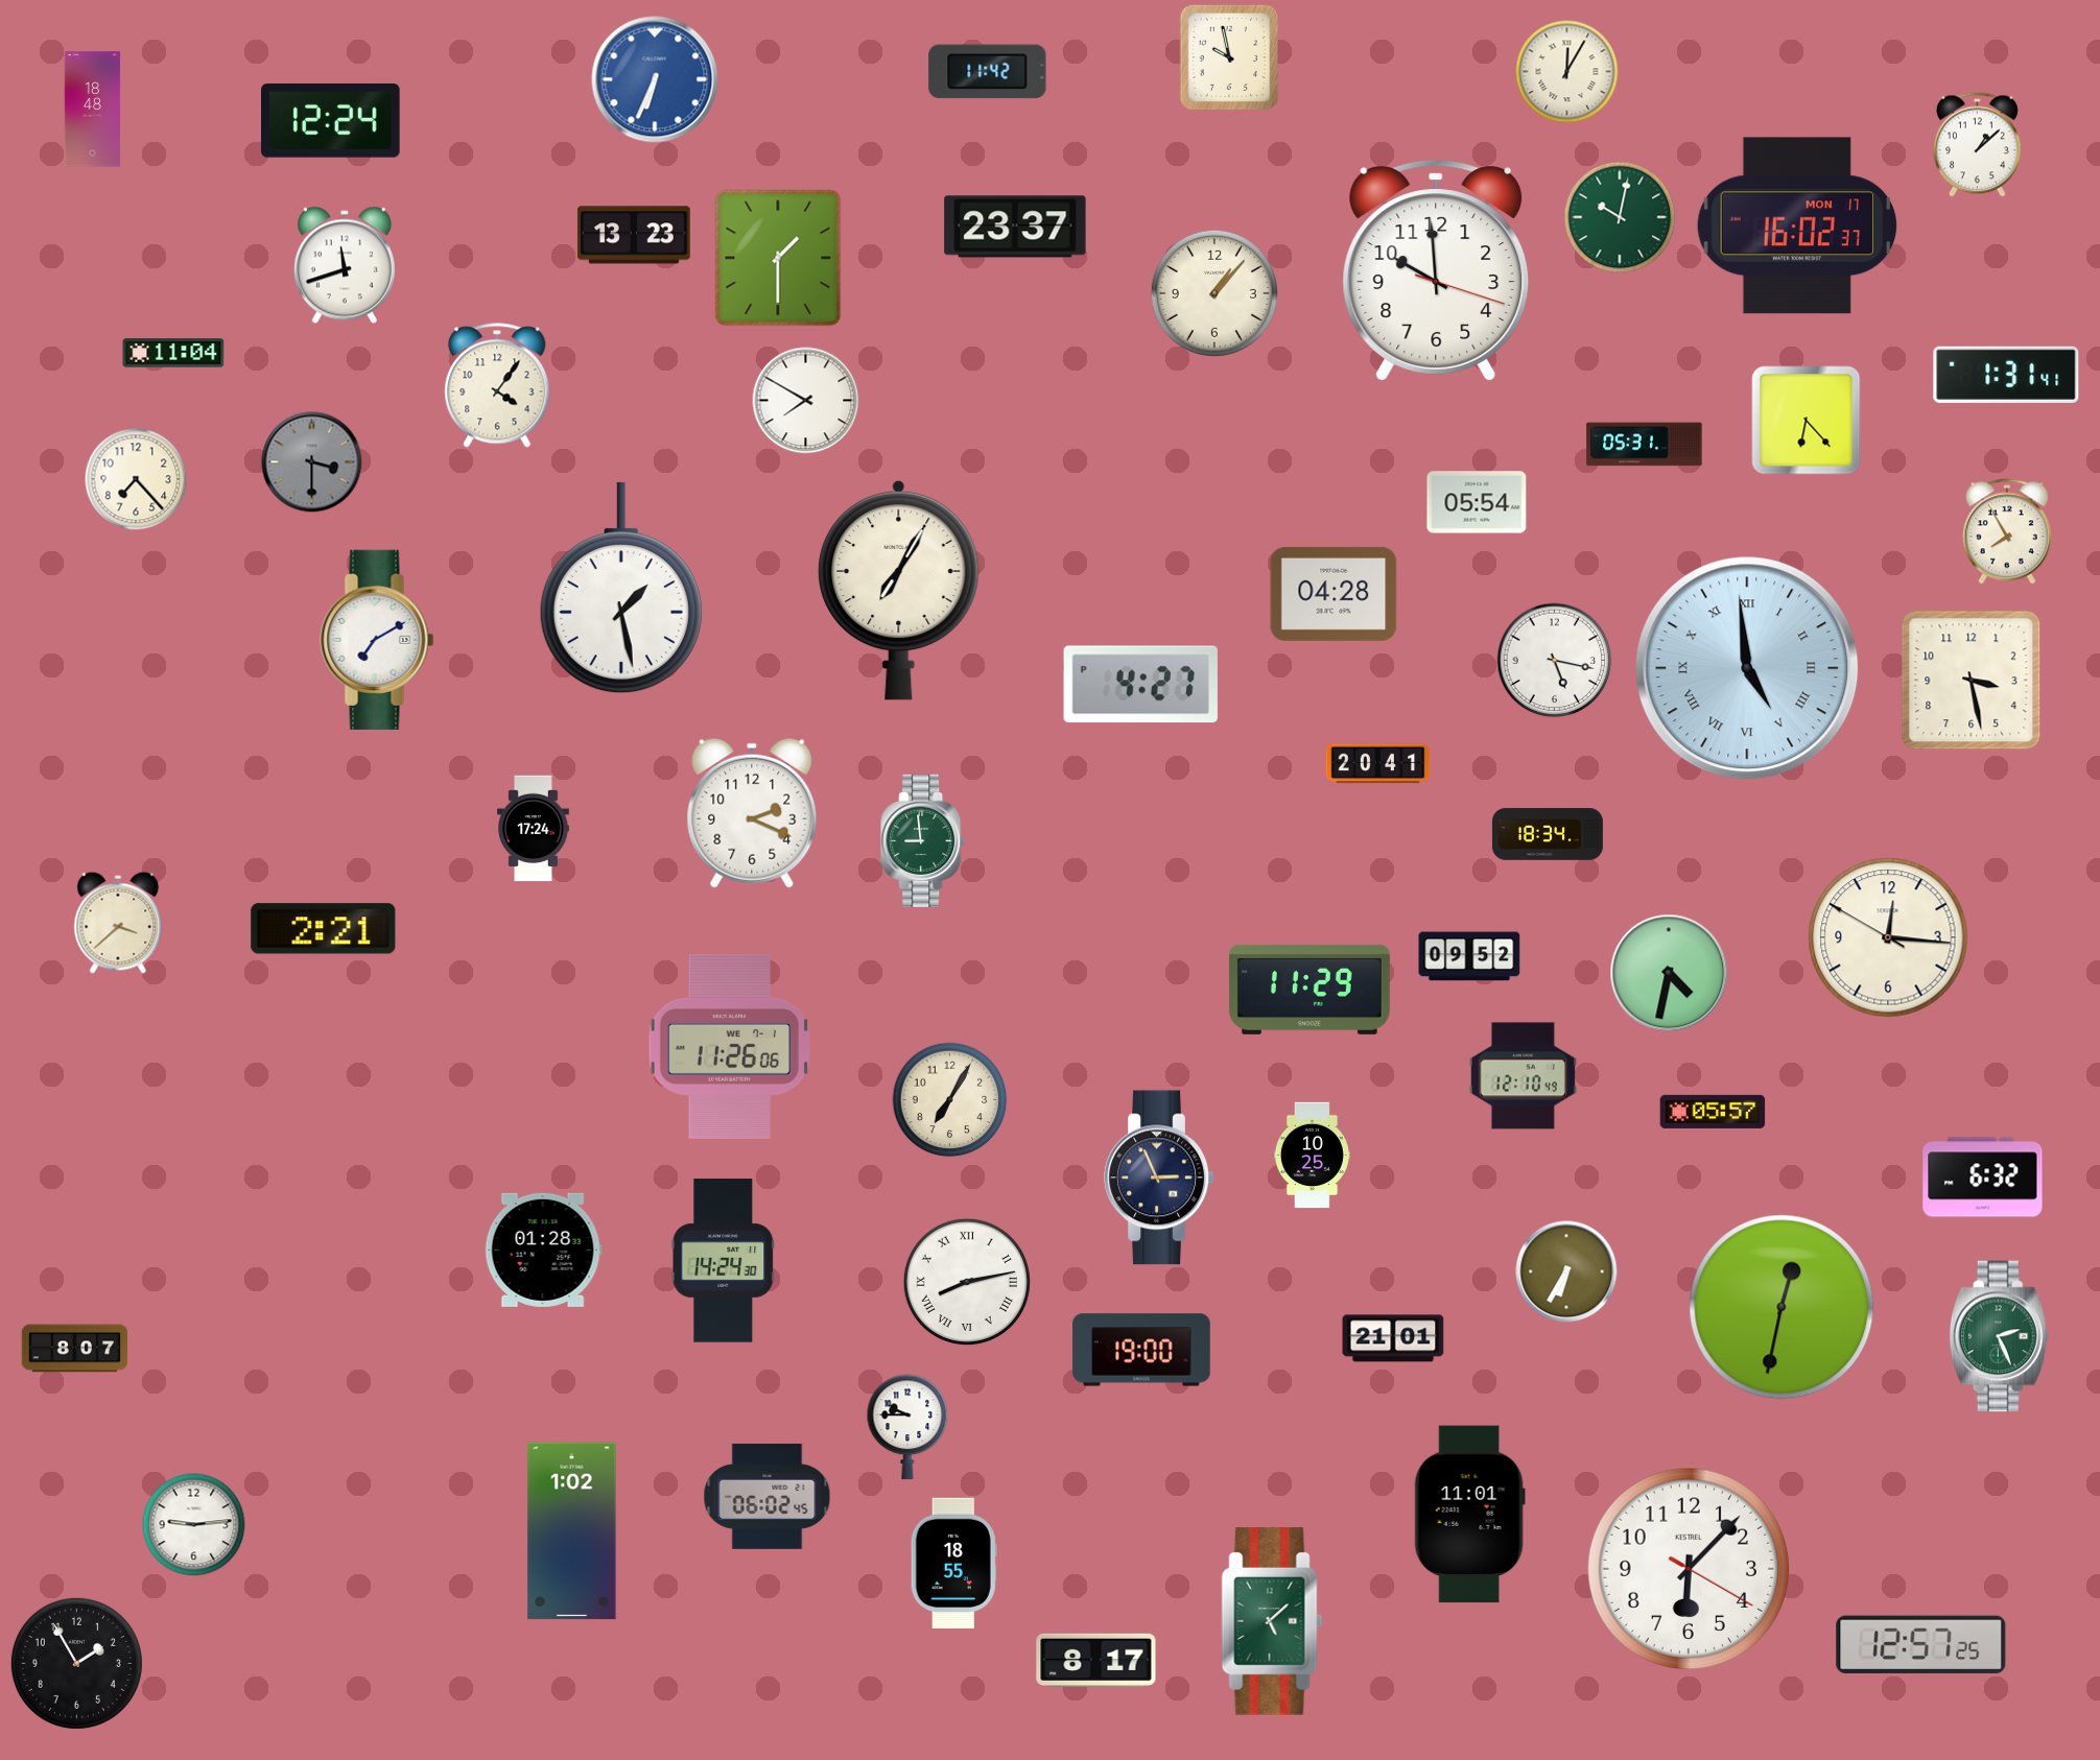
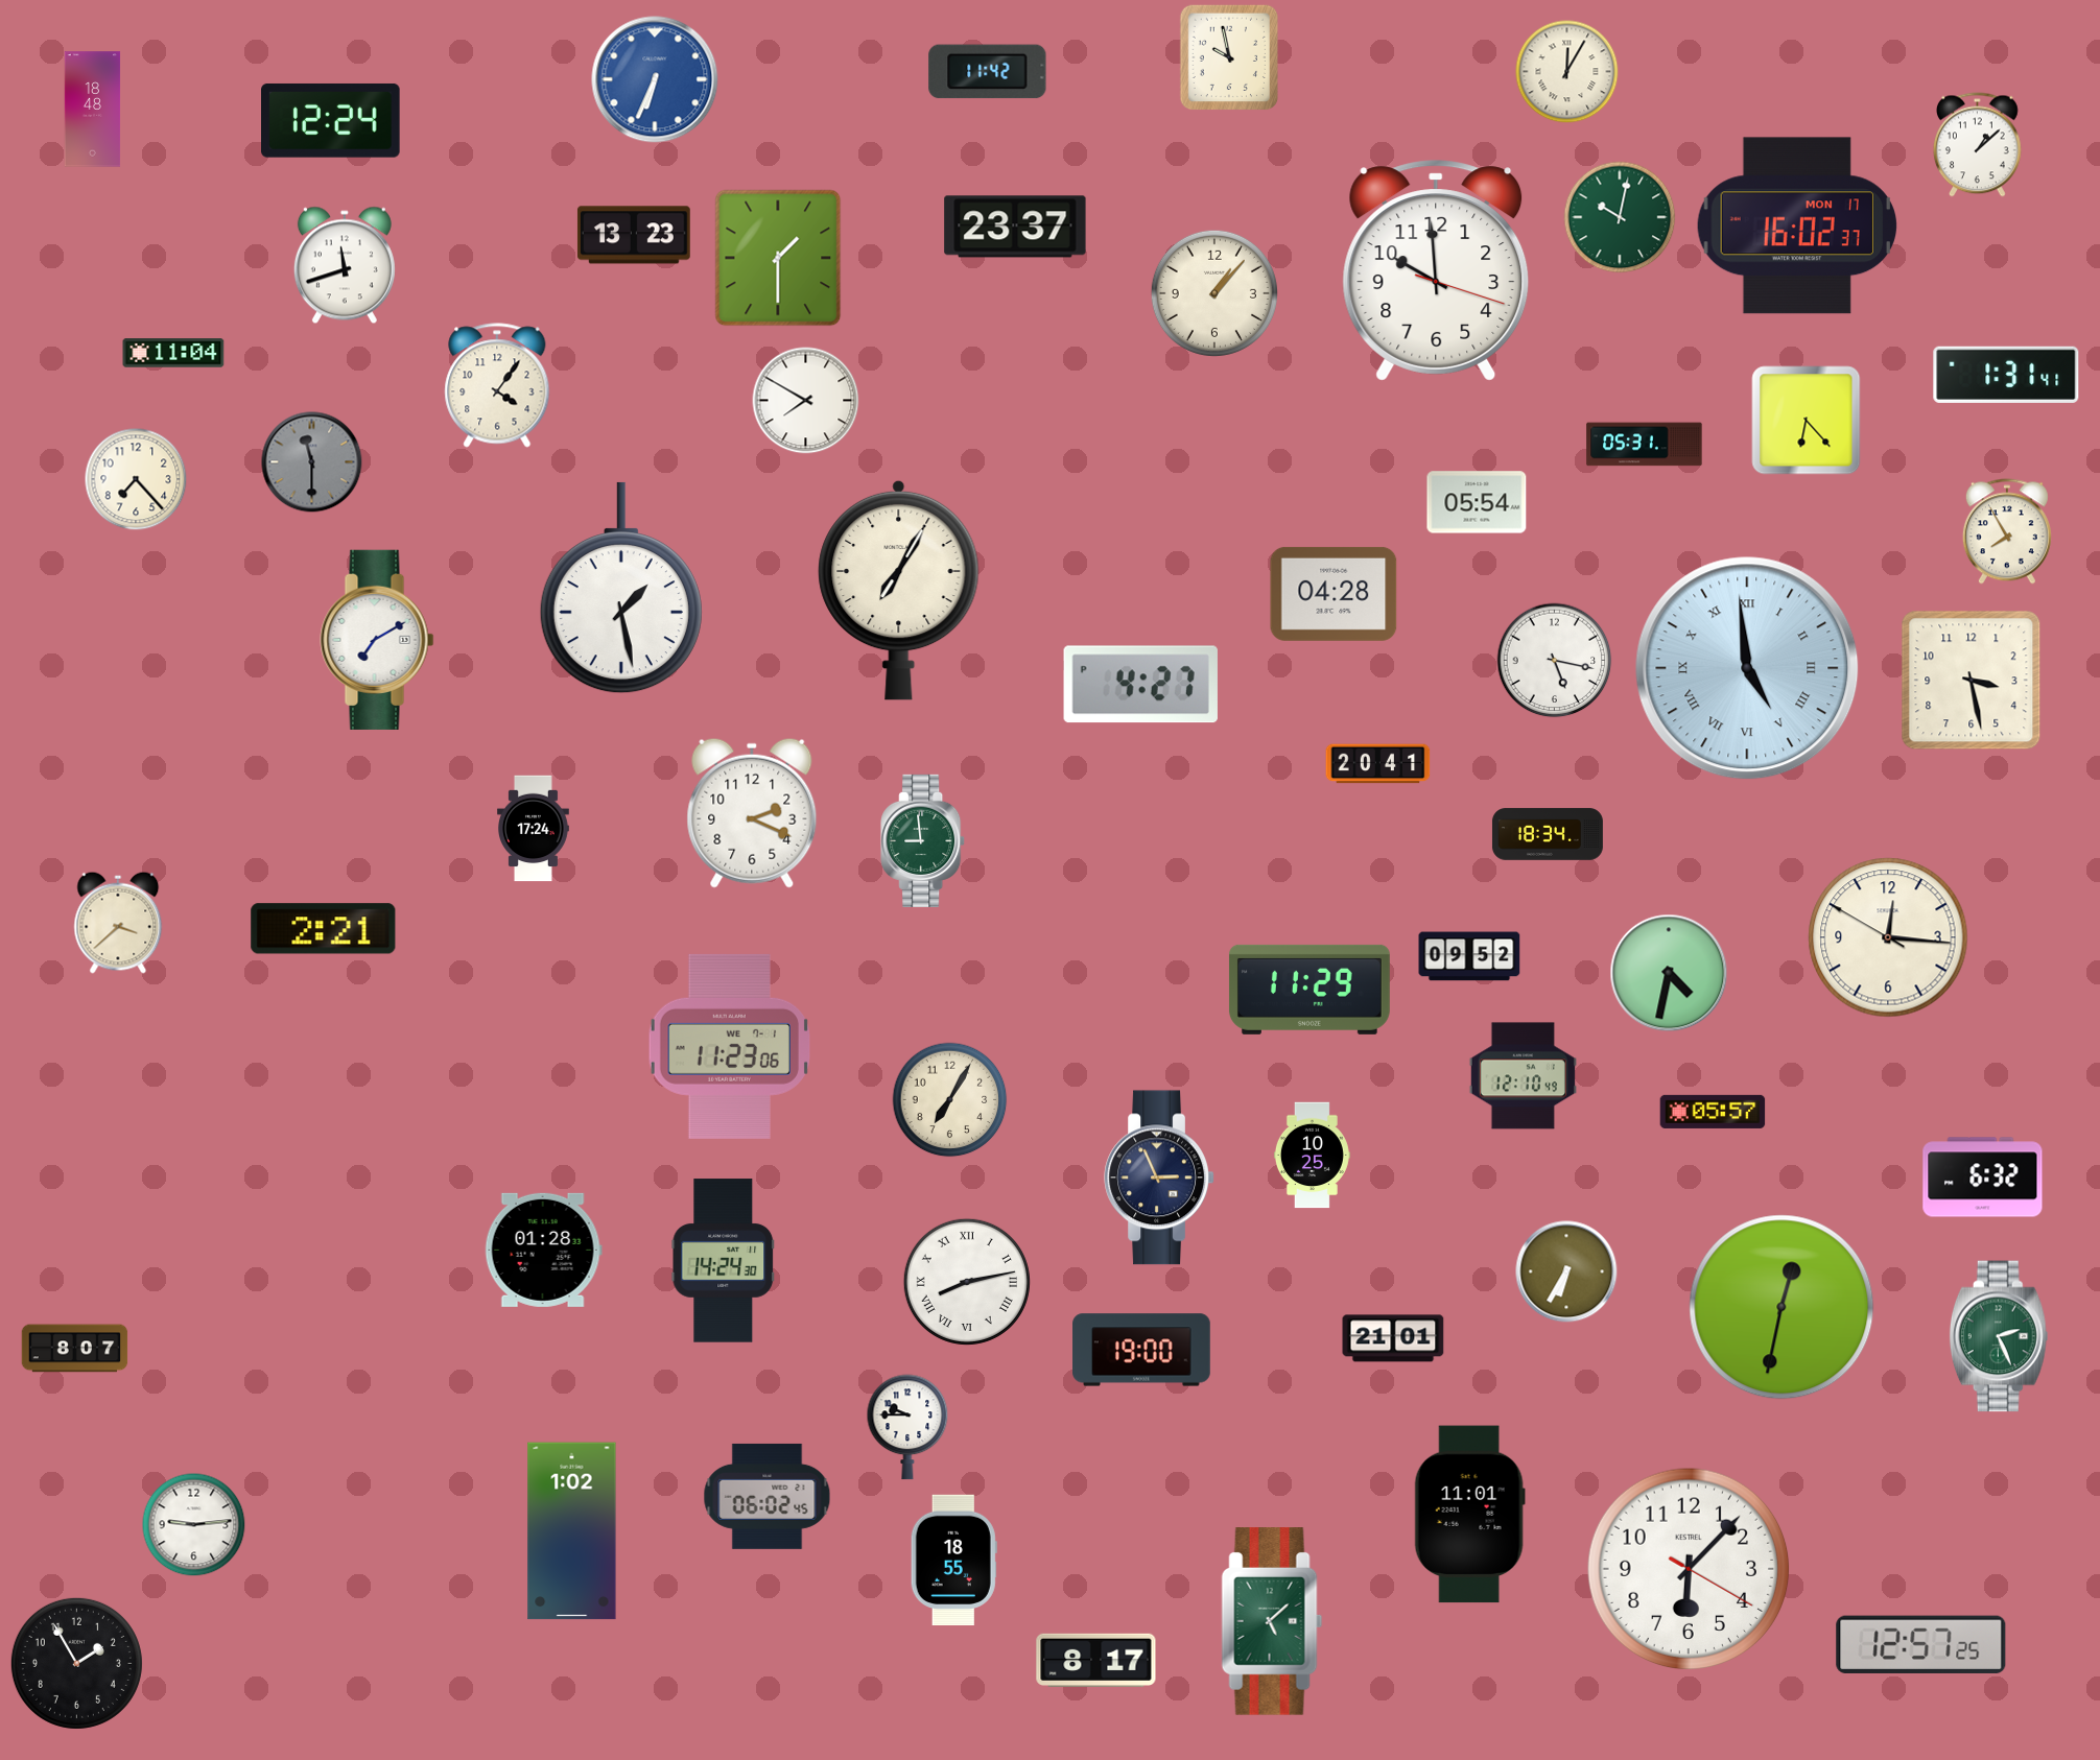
clock at (312, 462): 3:30 -> 11:30
clock at (729, 1046): 11:26 -> 11:23
clock at (953, 1563) position: (953, 1563) -> (953, 1560)
